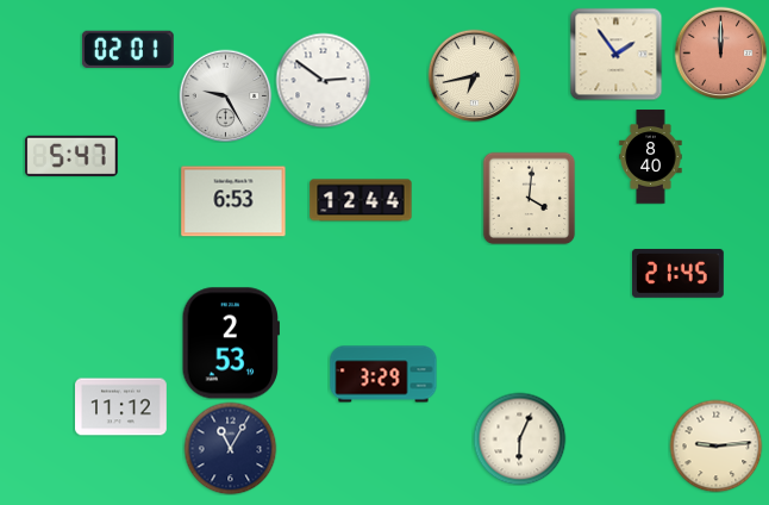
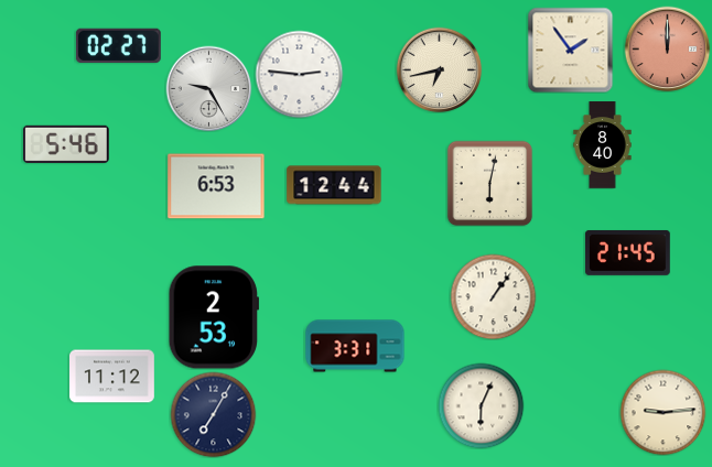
clock at (127, 49): 02:01 -> 02:27
clock at (323, 80): 2:51 -> 2:46
clock at (71, 156): 5:47 -> 5:46
clock at (529, 198): 4:01 -> 6:02
clock at (493, 296): none -> 1:06
clock at (383, 374): 3:29 -> 3:31
clock at (230, 448): 11:05 -> 7:05
